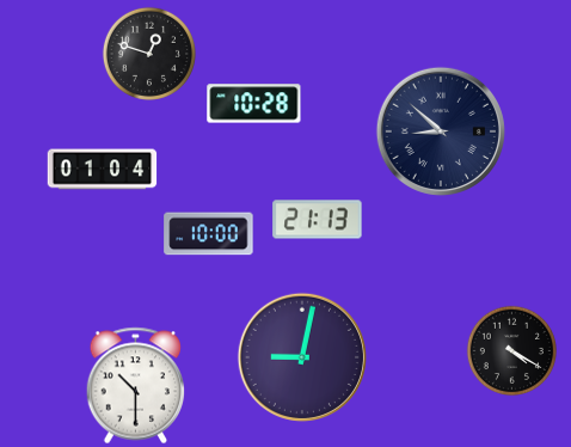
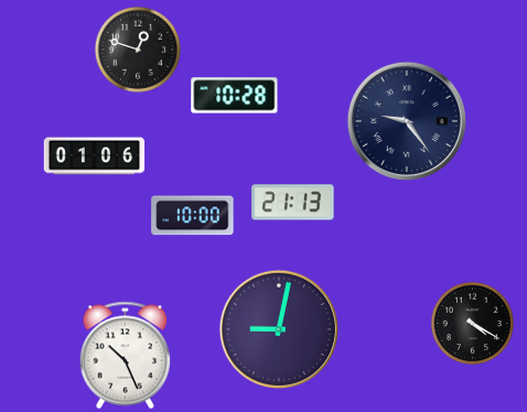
clock at (441, 131): 8:52 -> 9:24
clock at (103, 170): 01:04 -> 01:06
clock at (135, 386): 10:30 -> 10:26
